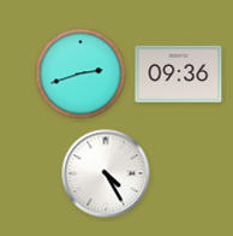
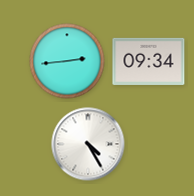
clock at (80, 73): 2:42 -> 2:44
clock at (179, 73): 09:36 -> 09:34
